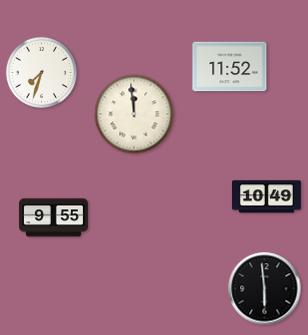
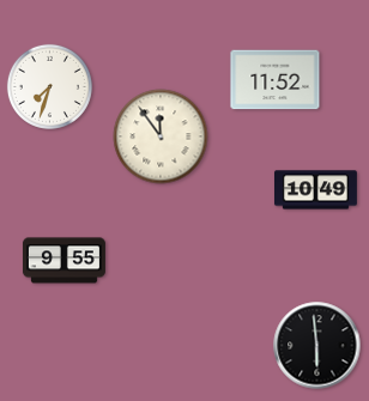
clock at (134, 114): 11:59 -> 11:54
clock at (266, 197) position: (266, 197) -> (315, 190)
